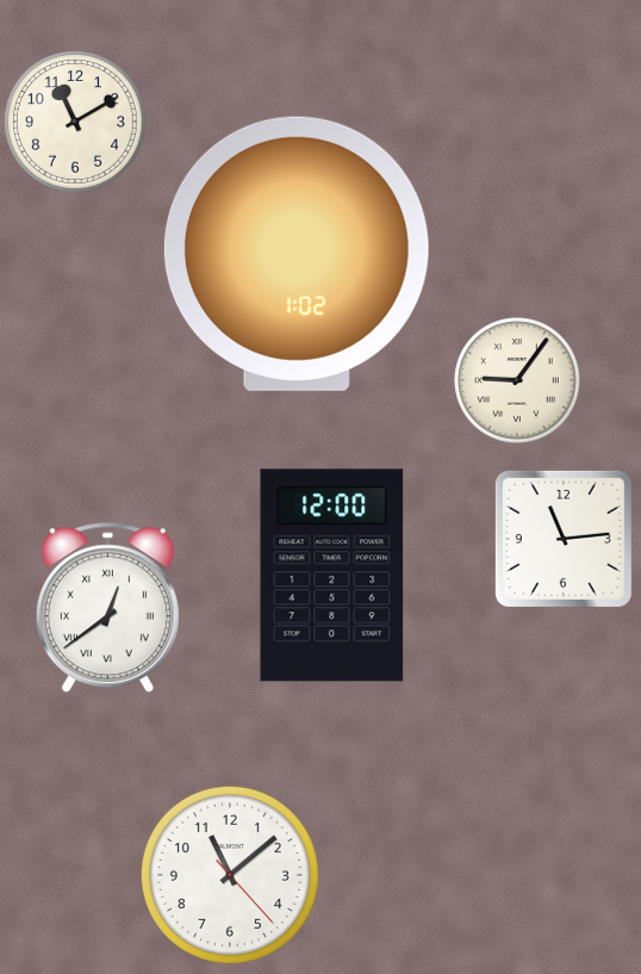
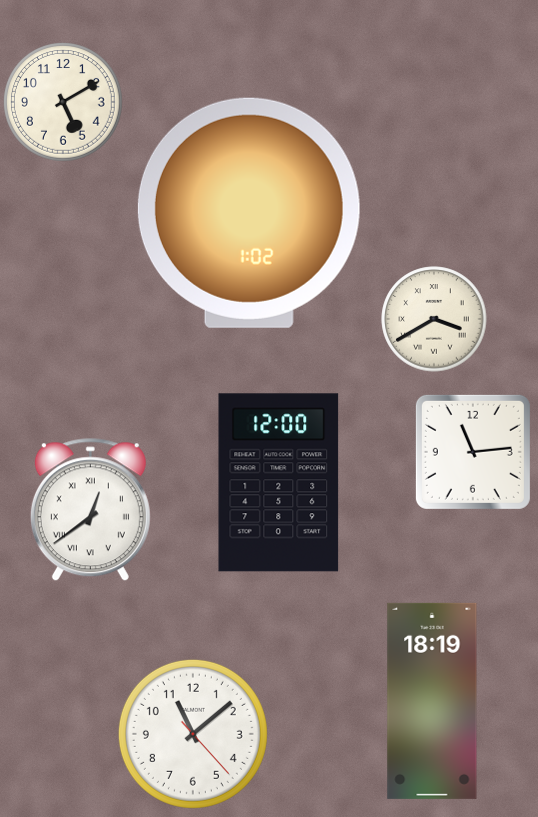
clock at (76, 123): 11:10 -> 5:10
clock at (517, 380): 9:06 -> 3:40
clock at (432, 701): none -> 18:19
